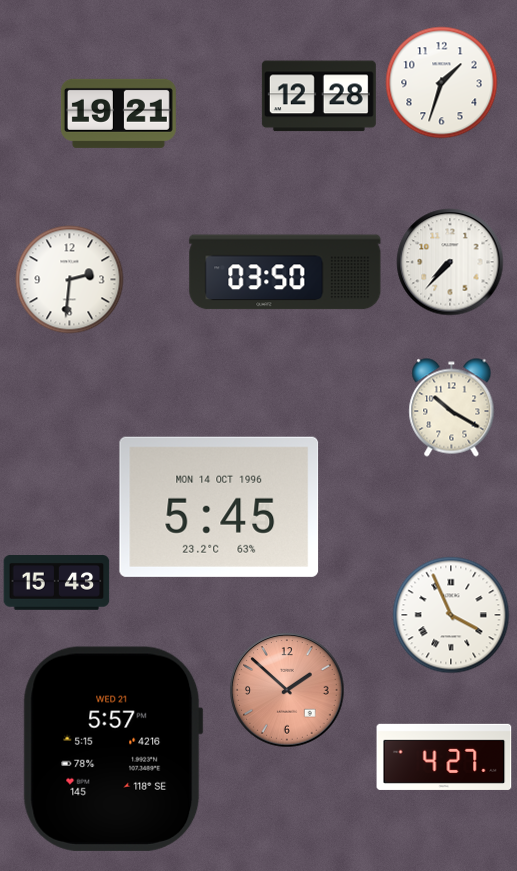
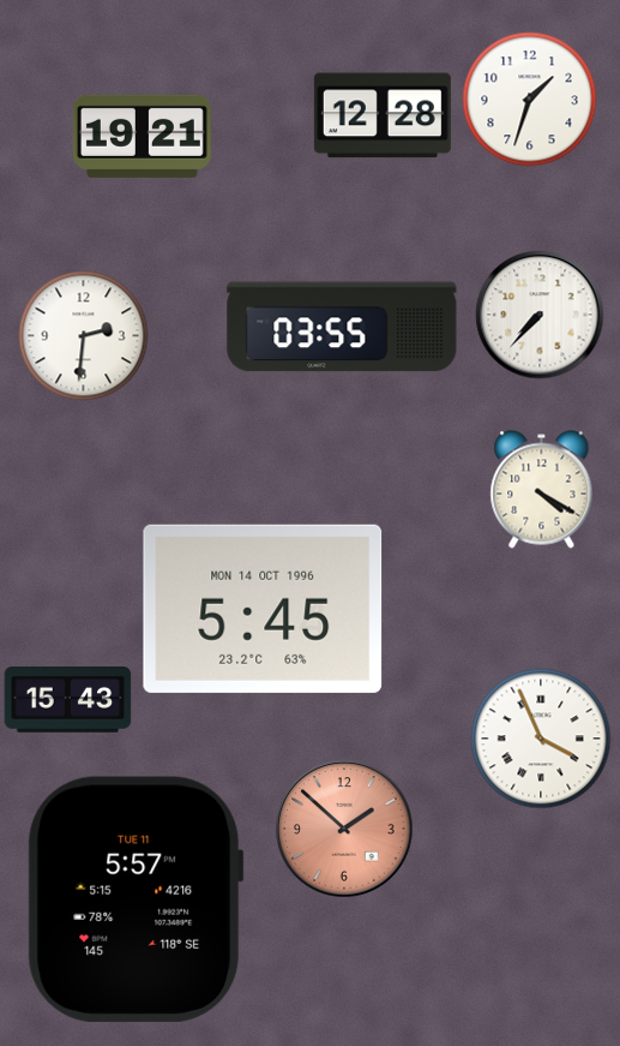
clock at (285, 272): 03:50 -> 03:55
clock at (452, 408): 10:20 -> 4:20
clock at (113, 749) date: WED 21 -> TUE 11
clock at (444, 757): 4:27 -> none
